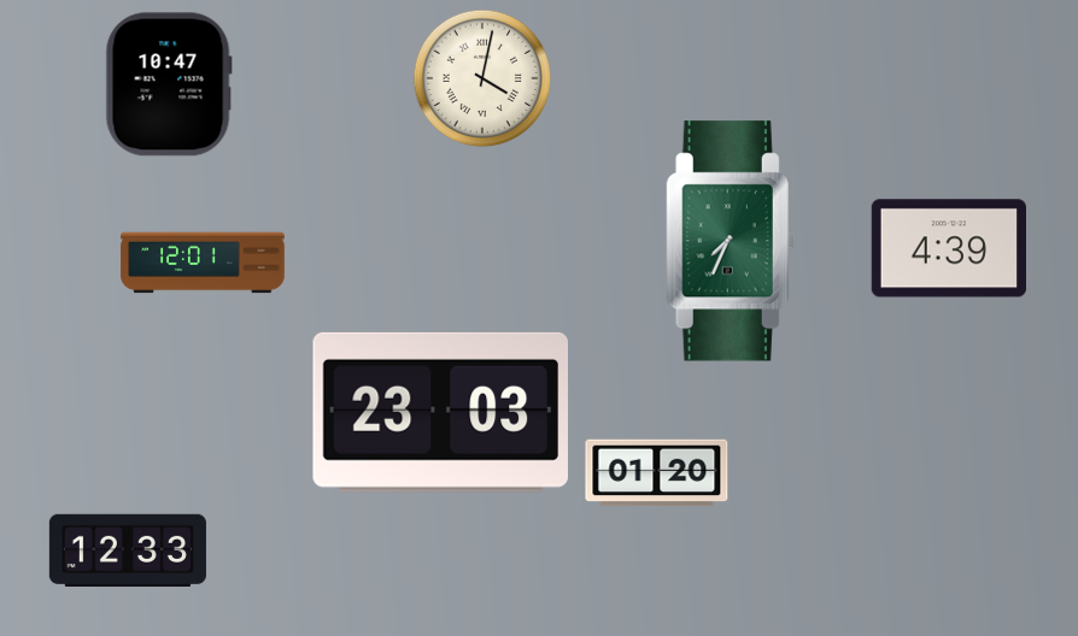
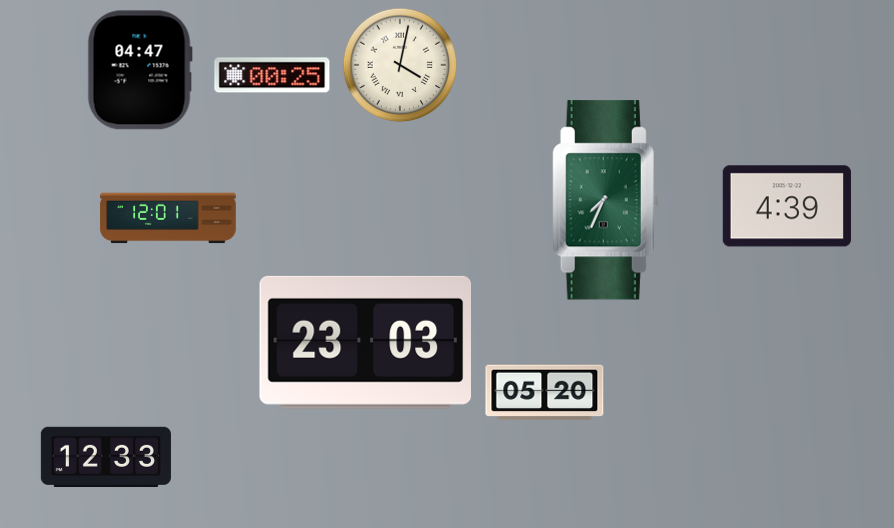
clock at (169, 84): 10:47 -> 04:47
clock at (272, 75): none -> 00:25
clock at (657, 473): 01:20 -> 05:20
